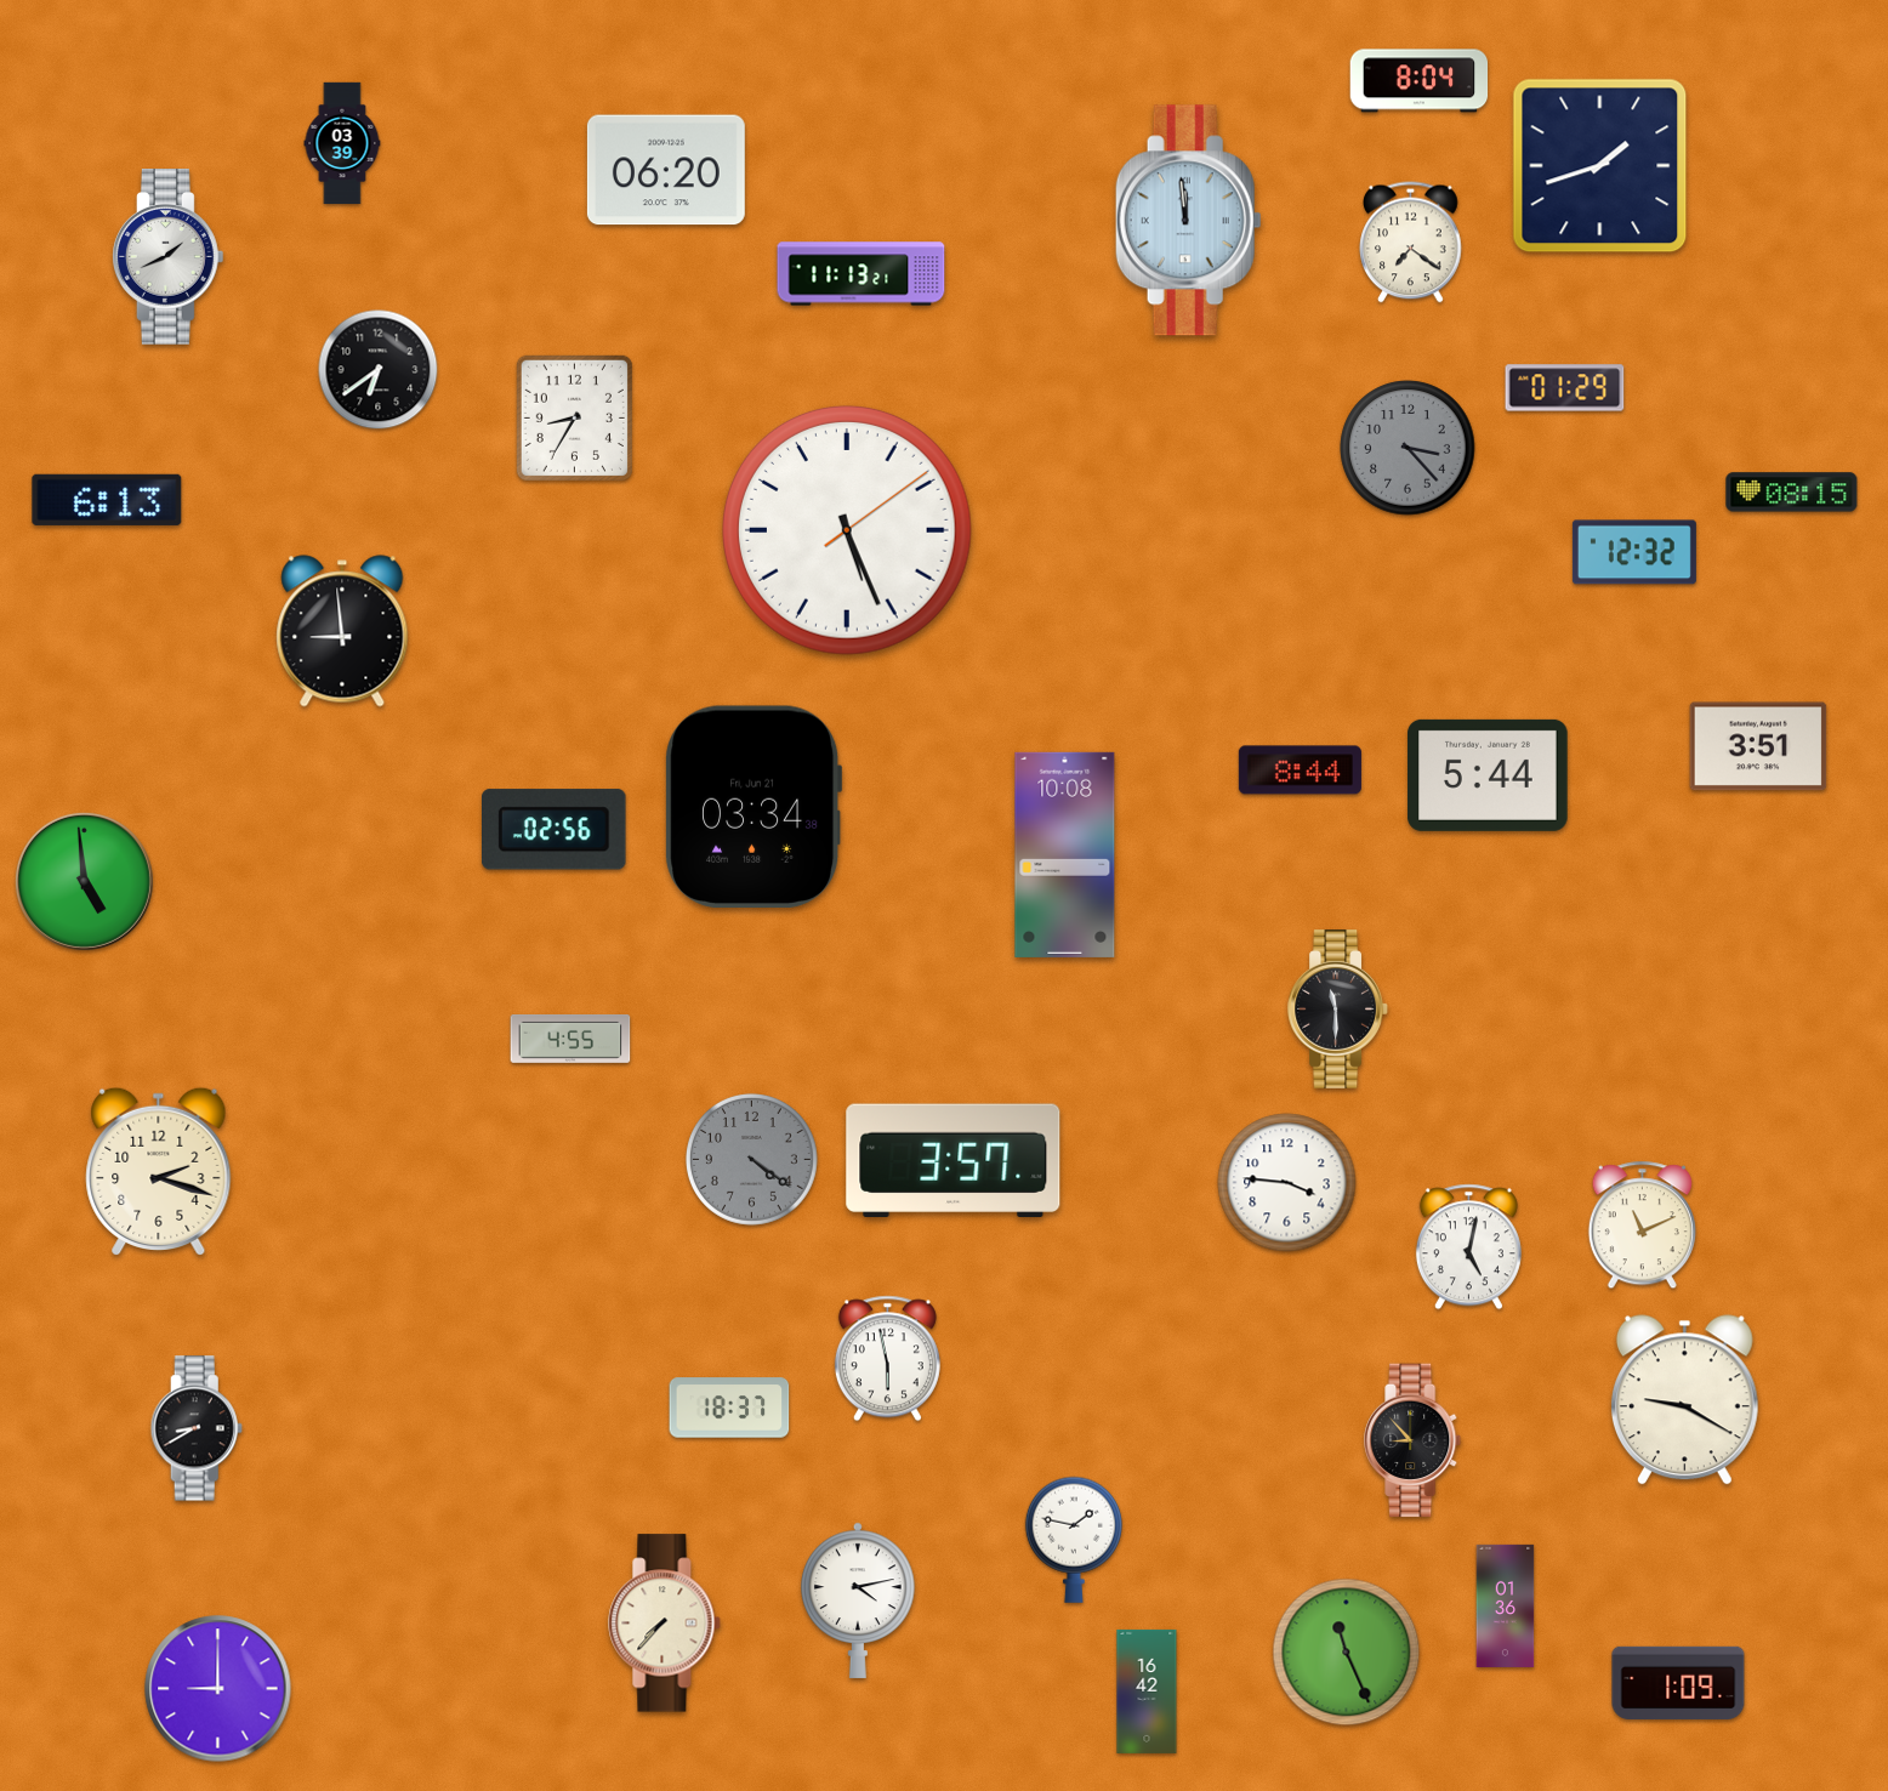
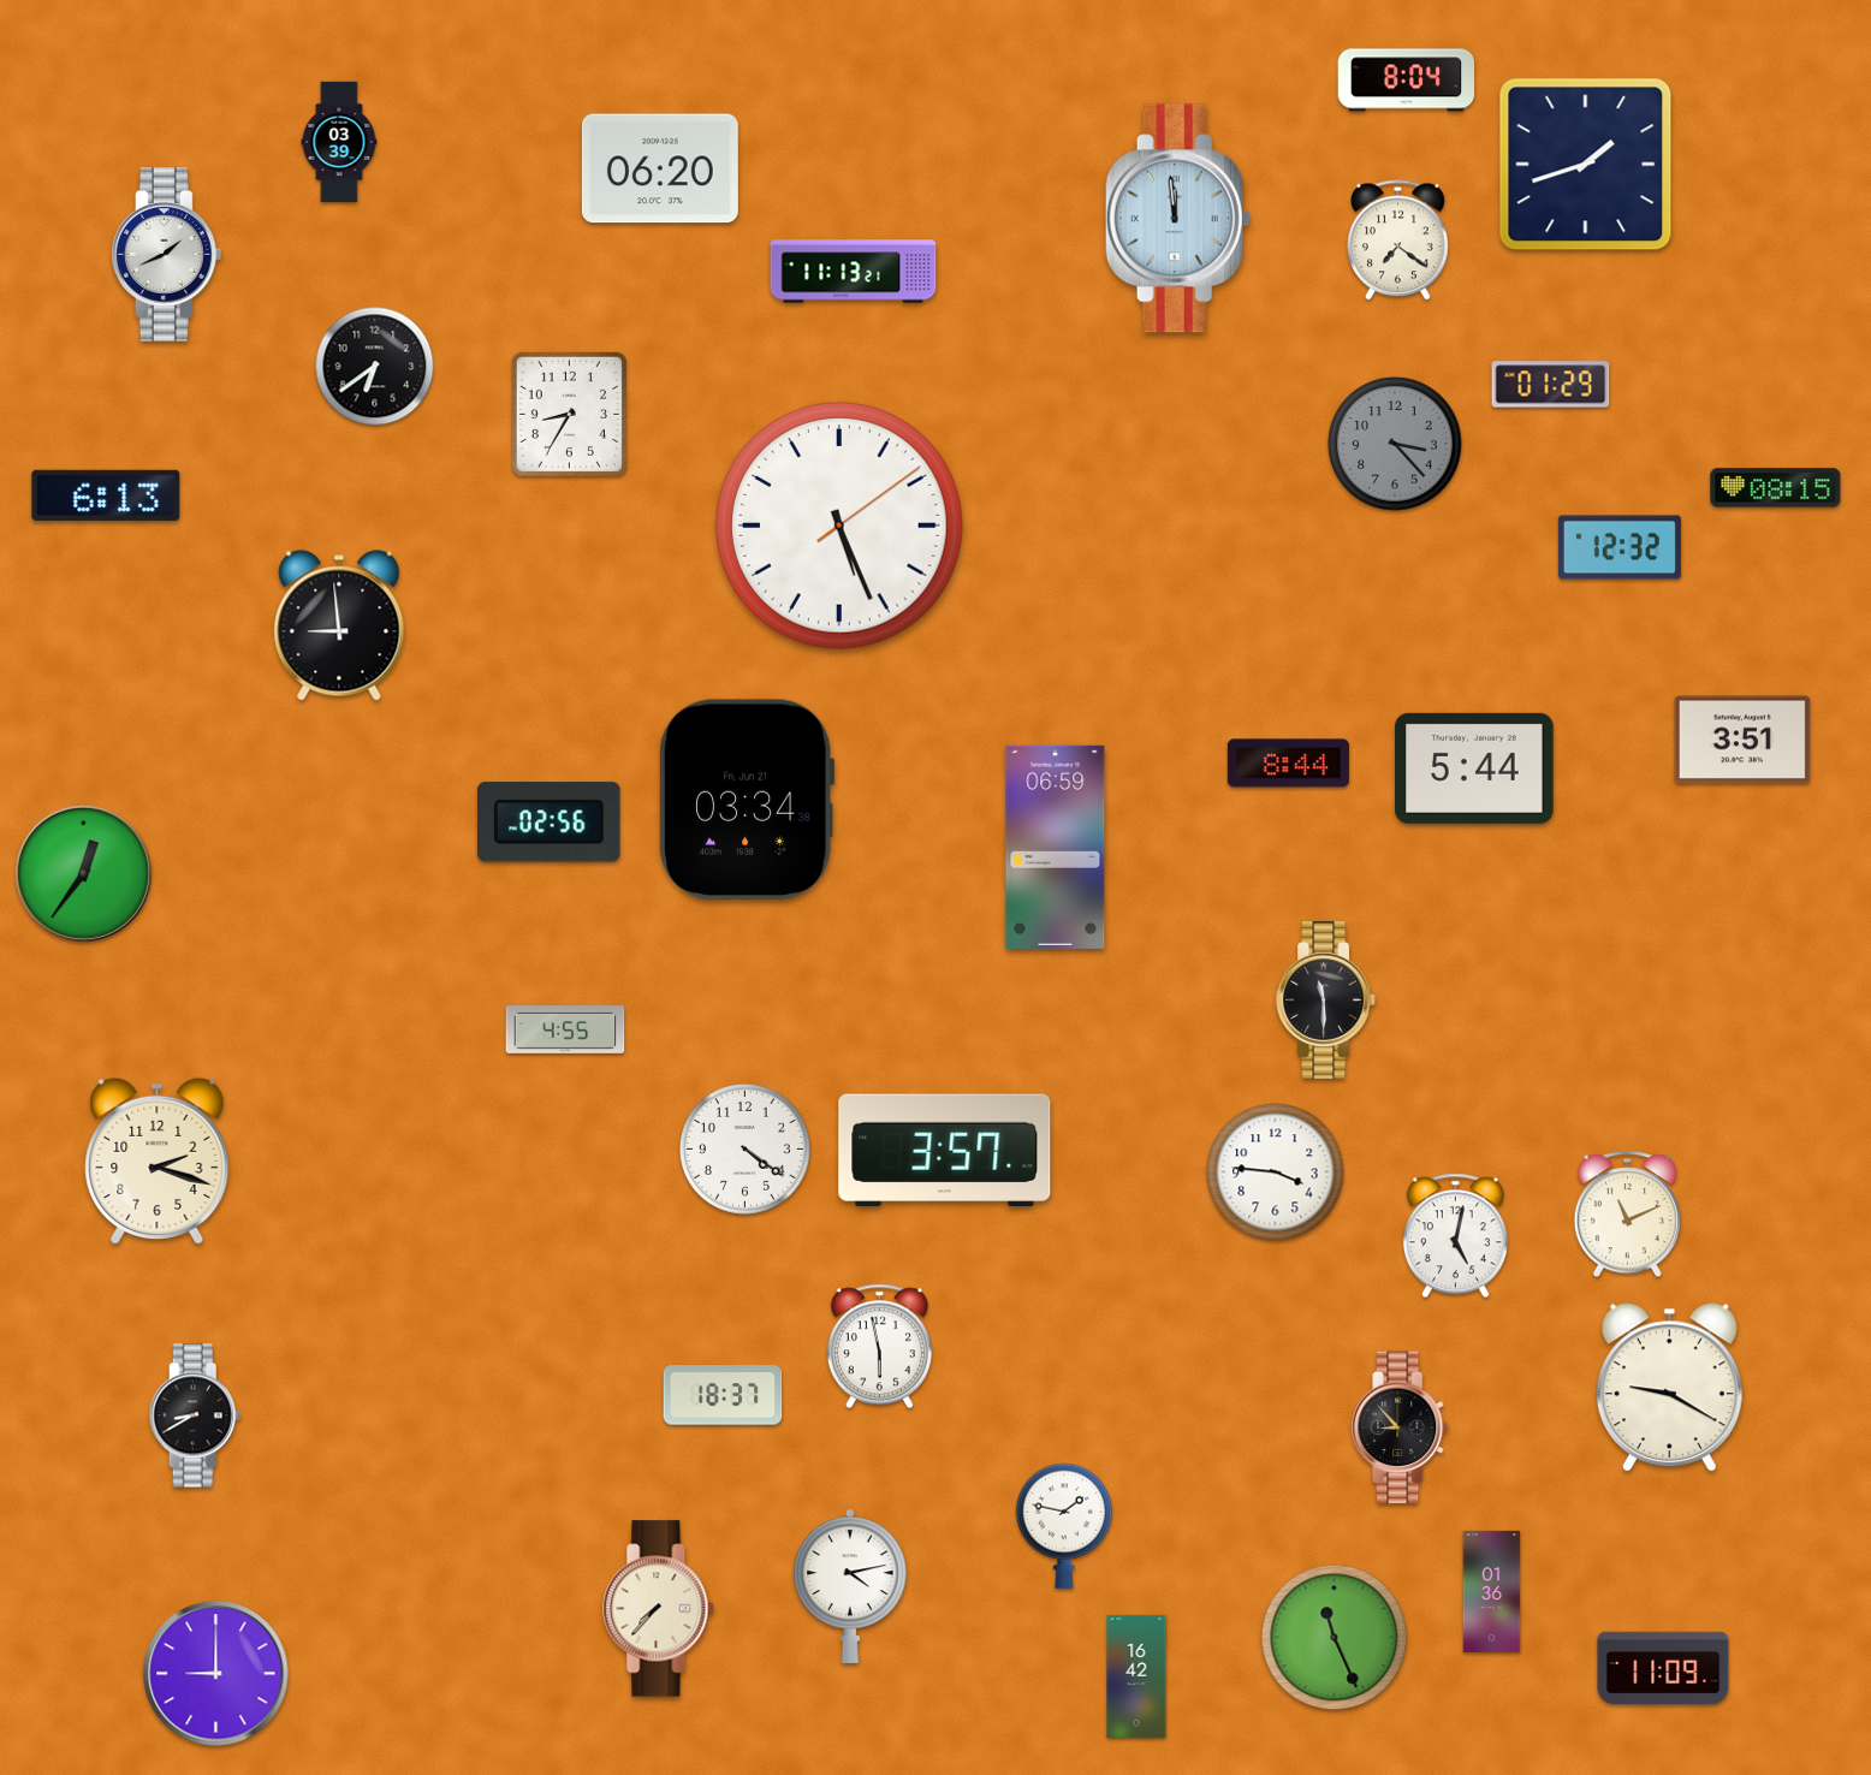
clock at (1065, 854): 10:08 -> 06:59
clock at (84, 881): 4:59 -> 12:36
clock at (751, 1159) dial: grey -> white
clock at (1678, 1682): 1:09 -> 11:09
